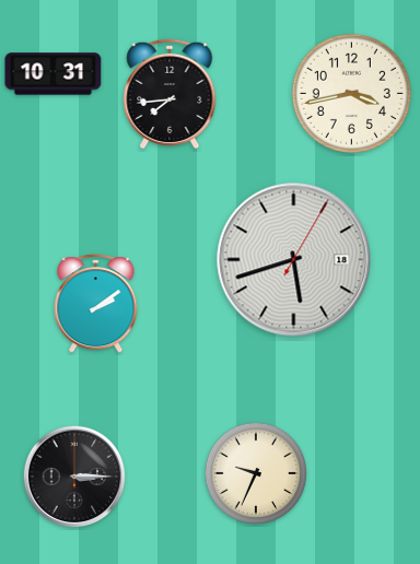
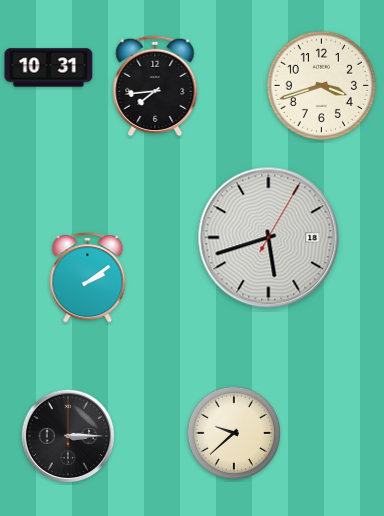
clock at (351, 93): 3:43 -> 3:42
clock at (255, 472): 9:34 -> 9:38
